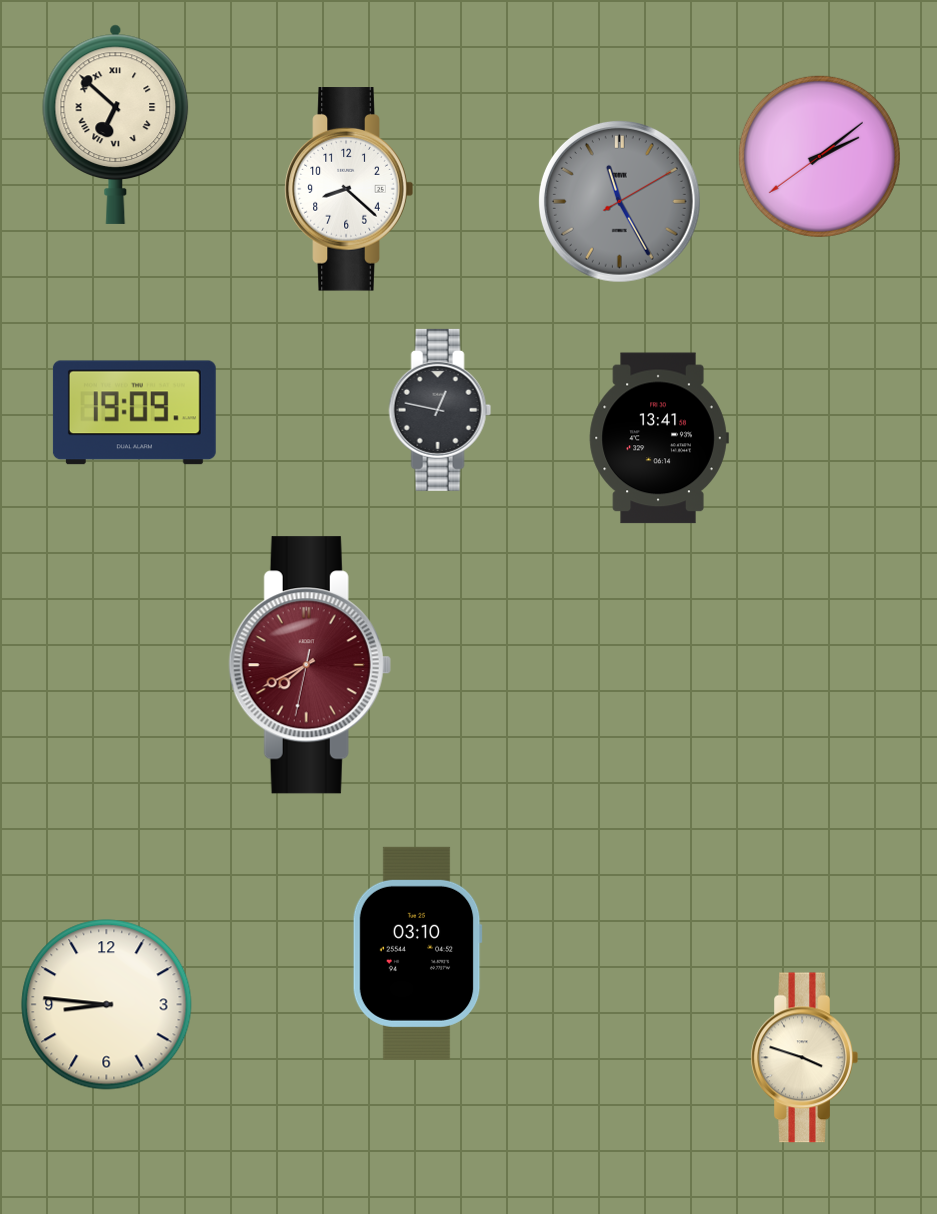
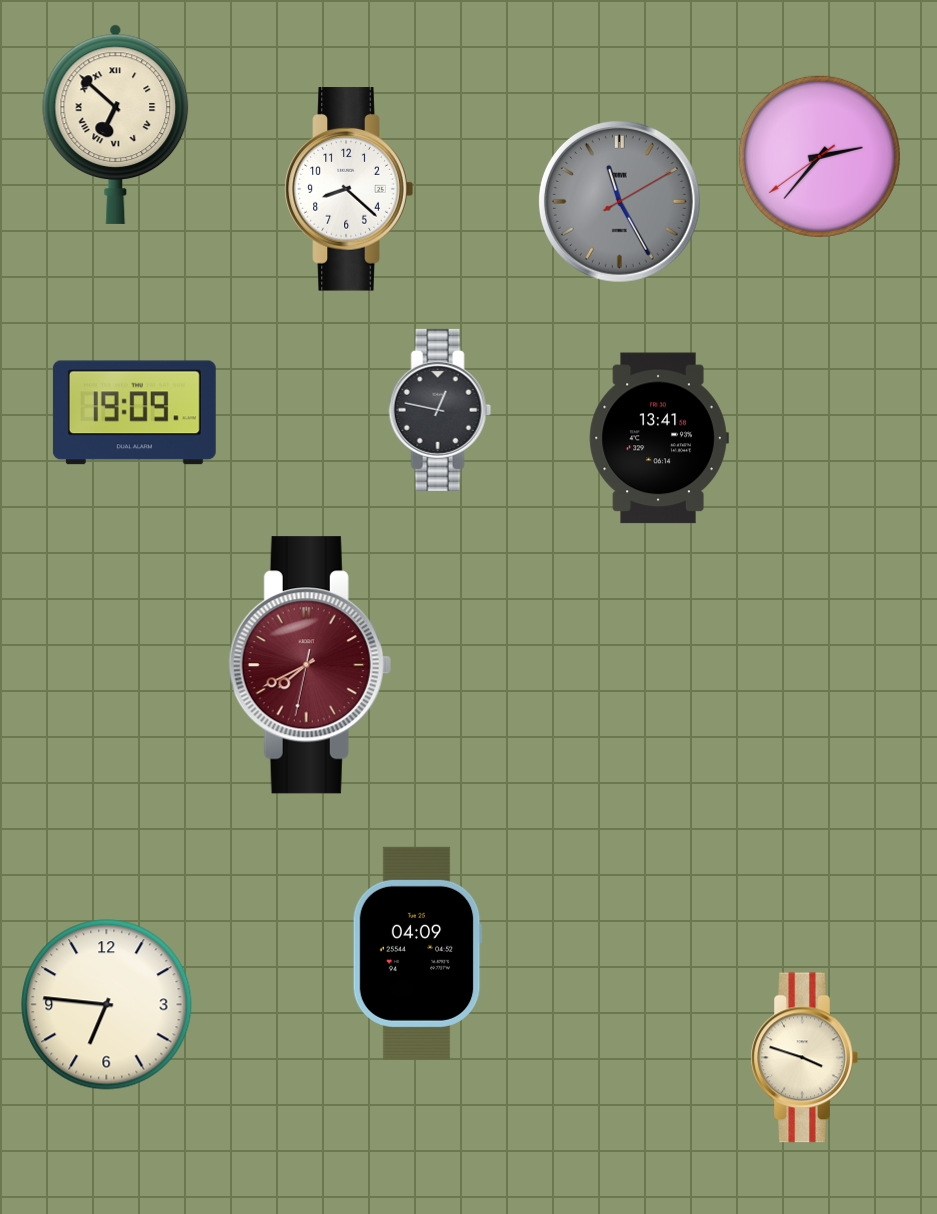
clock at (819, 156): 2:08 -> 2:36
clock at (417, 953): 03:10 -> 04:09
clock at (107, 1005): 8:46 -> 6:46
